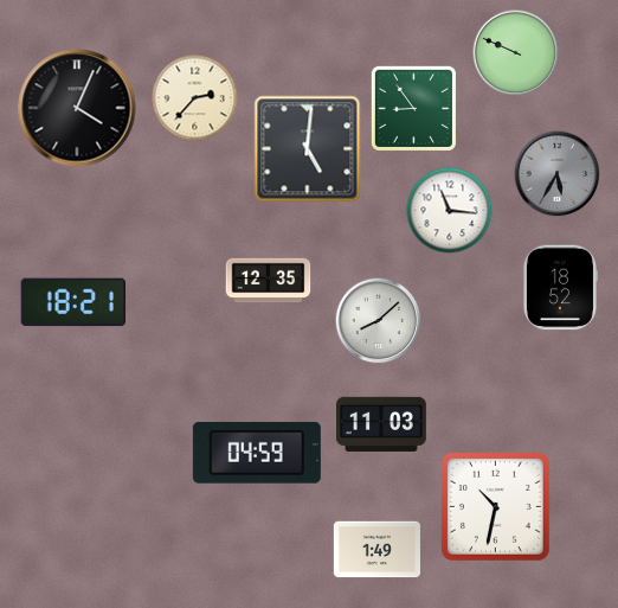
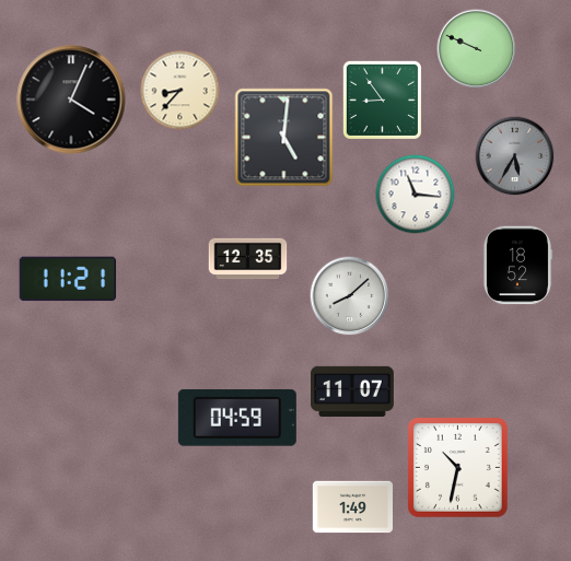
clock at (195, 98): 2:37 -> 8:37
clock at (558, 174) position: (558, 174) -> (515, 156)
clock at (73, 302): 18:21 -> 11:21
clock at (382, 424): 11:03 -> 11:07
clock at (376, 550) position: (376, 550) -> (352, 507)
